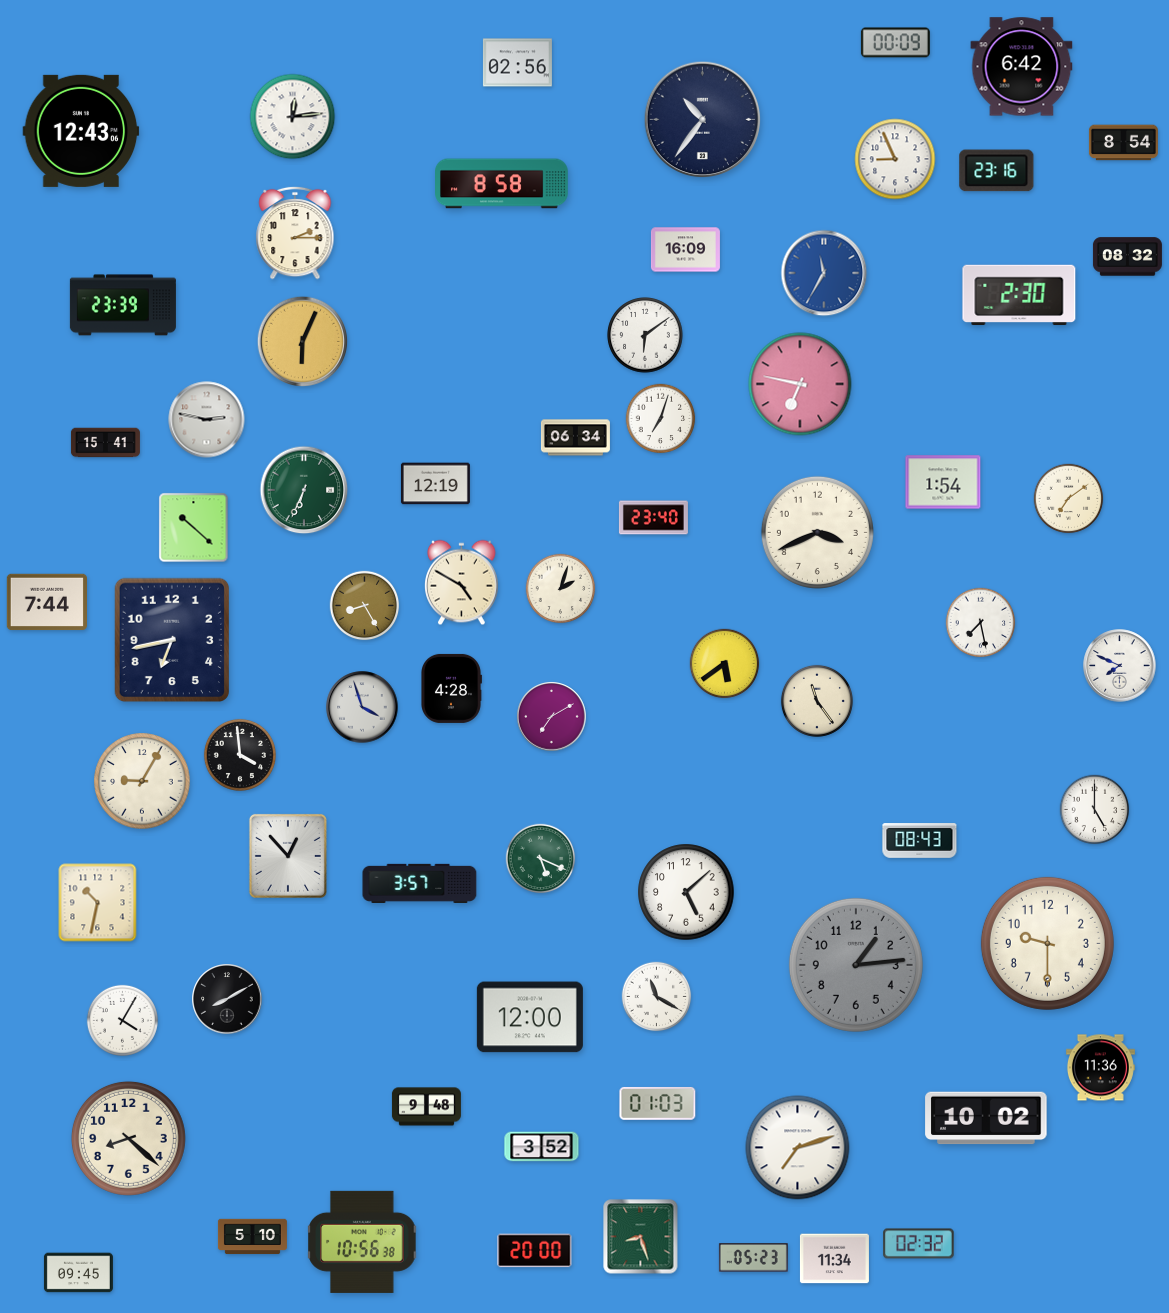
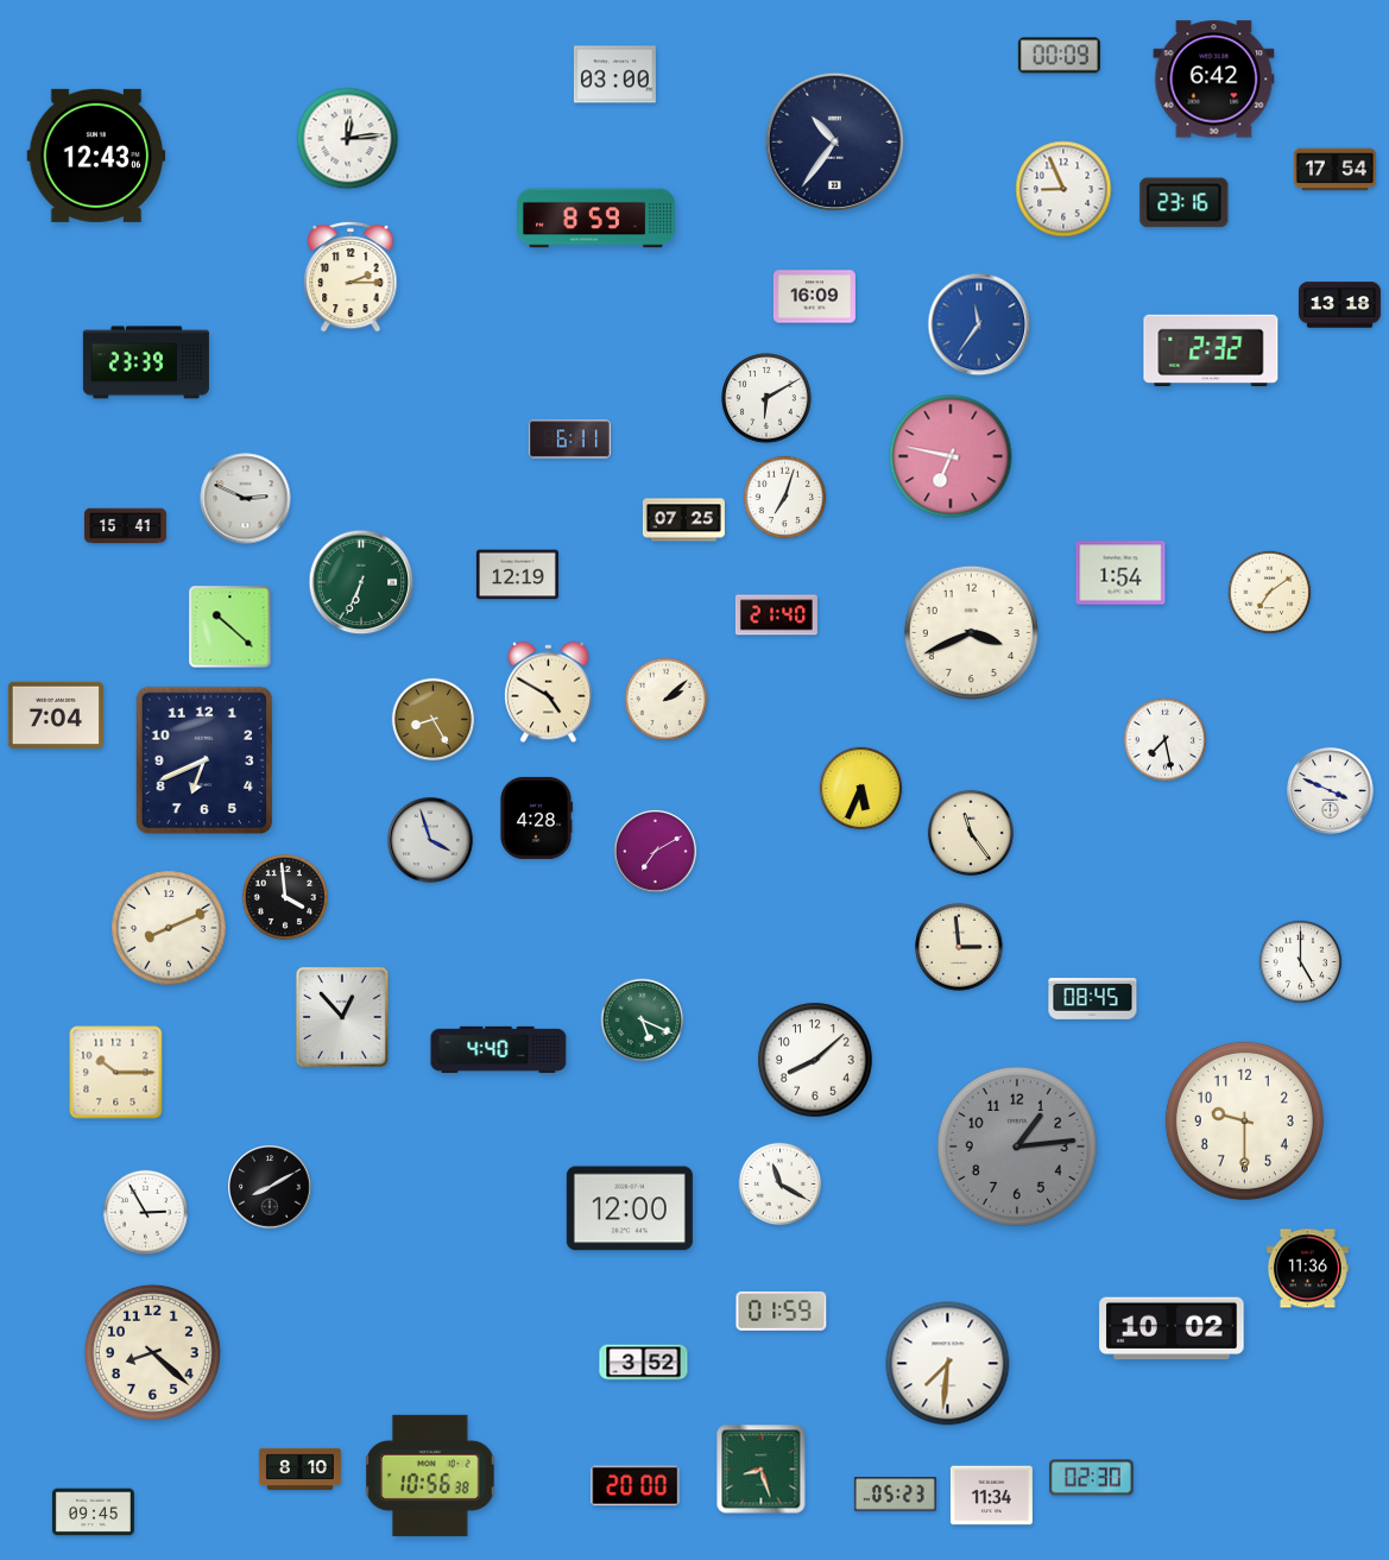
clock at (895, 43) position: (895, 43) -> (1059, 56)
clock at (517, 63): 02:56 -> 03:00
clock at (1123, 143): 8:54 -> 17:54
clock at (502, 184): 8:58 -> 8:59
clock at (1127, 257): 08:32 -> 13:18
clock at (824, 273): 11:35 -> 11:36
clock at (1019, 295): 2:30 -> 2:32
clock at (645, 335): 6:09 -> 6:10
clock at (303, 342): 6:04 -> none
clock at (569, 440): none -> 6:11
clock at (207, 420): 2:47 -> 2:49
clock at (575, 438): 06:34 -> 07:25
clock at (653, 518): 23:40 -> 21:40
clock at (561, 589): 2:03 -> 2:08
clock at (46, 602): 7:44 -> 7:04
clock at (172, 640): 6:43 -> 6:41
clock at (725, 664): 5:39 -> 5:34
clock at (1120, 666): 7:49 -> 3:49
clock at (142, 781): 9:05 -> 8:11
clock at (960, 948): none -> 2:59
clock at (920, 841): 08:43 -> 08:45
clock at (420, 883): 3:57 -> 4:40
clock at (686, 892): 5:08 -> 8:08
clock at (98, 903): 10:32 -> 10:15
clock at (122, 1020): 4:05 -> 2:55
clock at (658, 1103): 01:03 -> 01:59
clock at (426, 1107): 9:48 -> none
clock at (798, 1148): 7:12 -> 7:31
clock at (252, 1237): 5:10 -> 8:10
clock at (919, 1244): 02:32 -> 02:30
